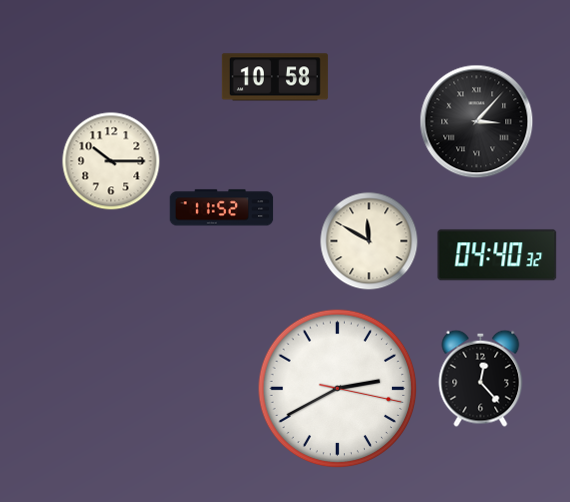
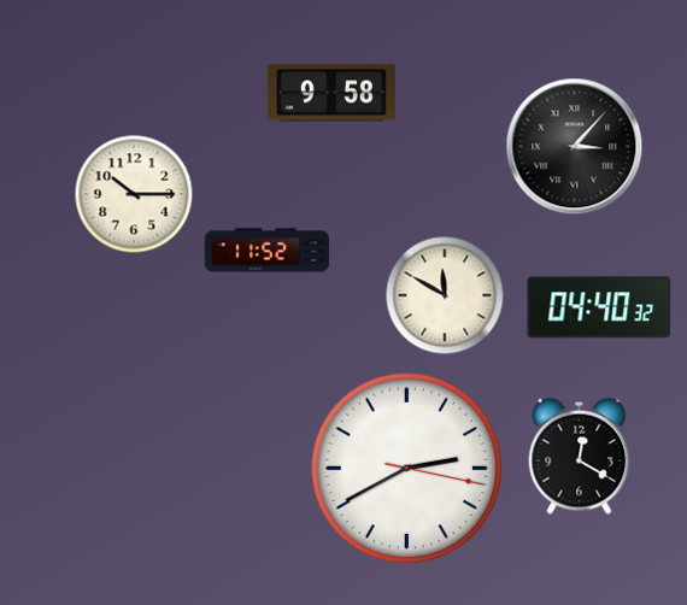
clock at (275, 77): 10:58 -> 9:58
clock at (369, 241) position: (369, 241) -> (445, 295)
clock at (481, 378): 12:23 -> 12:20
